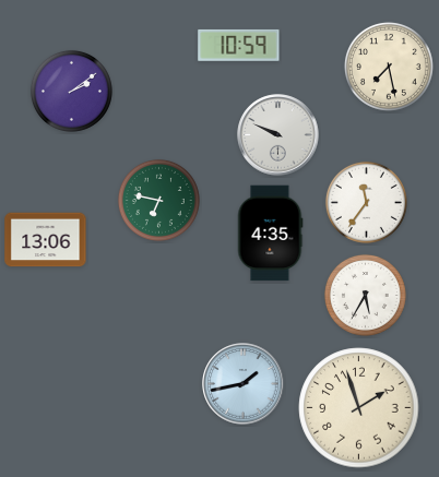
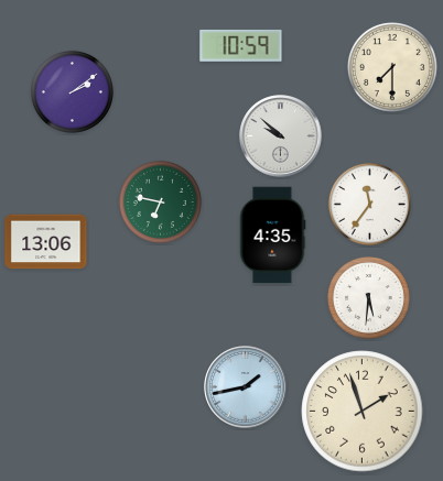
clock at (389, 67): 7:28 -> 7:30
clock at (278, 135): 9:49 -> 9:52
clock at (365, 295): 5:35 -> 5:31
